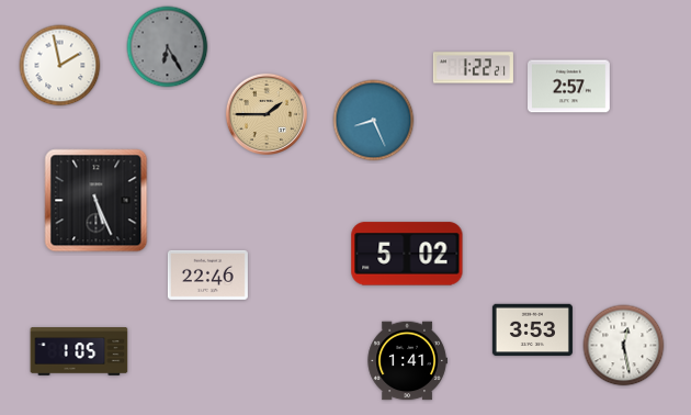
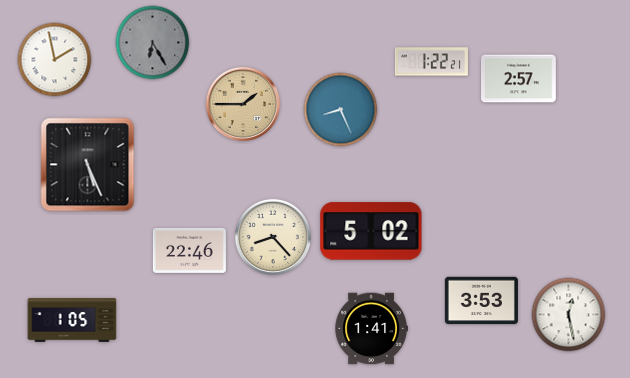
clock at (97, 201) position: (97, 201) -> (88, 165)
clock at (272, 236): none -> 8:23
clock at (532, 330) position: (532, 330) -> (481, 301)
